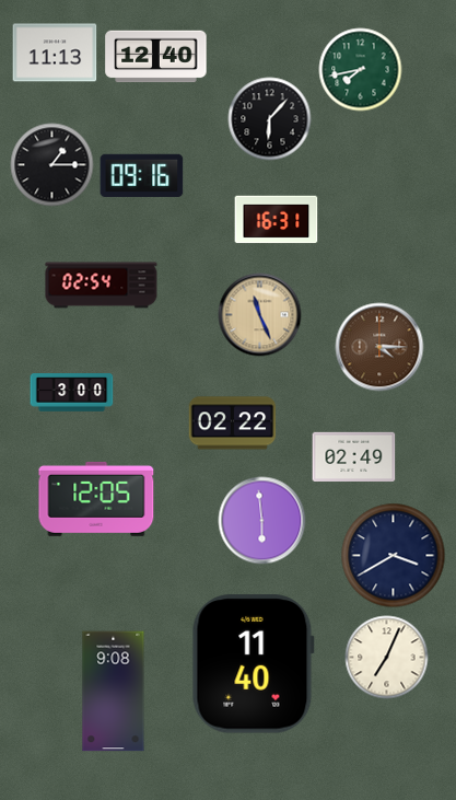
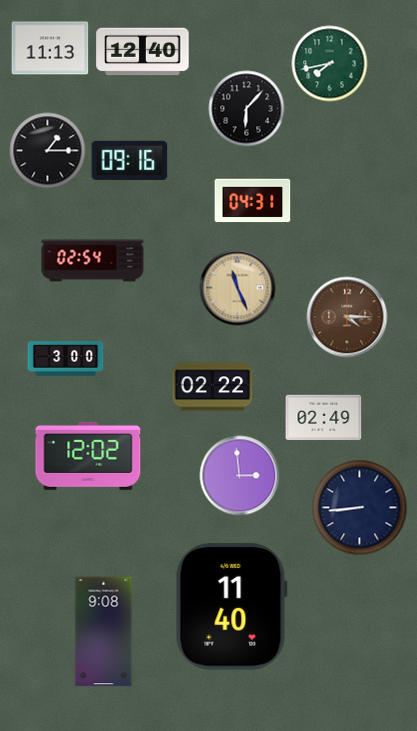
clock at (277, 220): 16:31 -> 04:31
clock at (96, 499): 12:05 -> 12:02
clock at (262, 521): 5:59 -> 2:59
clock at (394, 556): 3:40 -> 8:44
clock at (387, 658): 7:04 -> none
